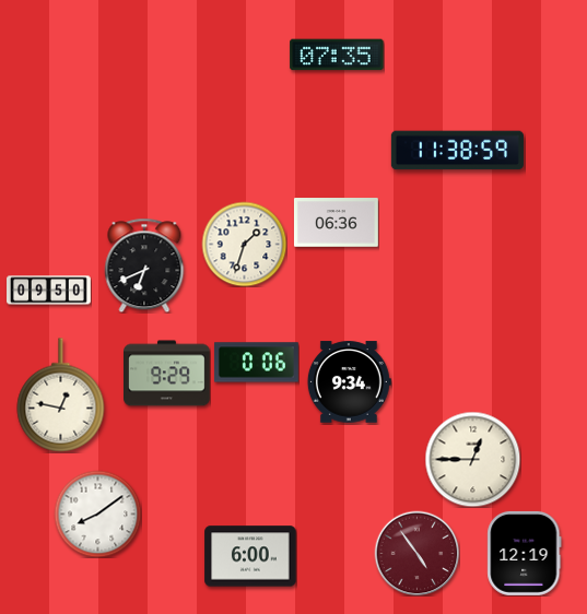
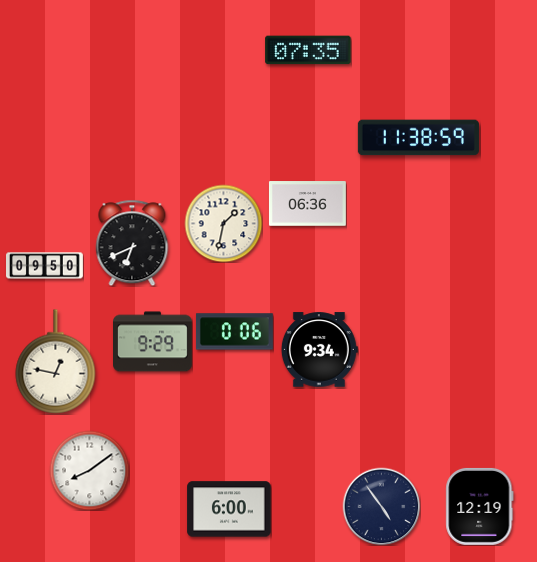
clock at (244, 244): 1:33 -> 1:32
clock at (472, 459): 12:45 -> none
clock at (416, 553) dial: burgundy -> navy
